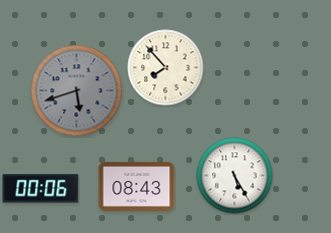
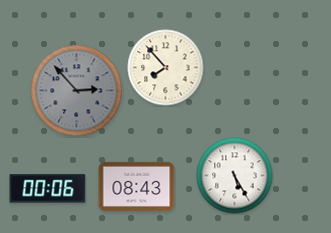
clock at (77, 91): 5:42 -> 2:53
clock at (41, 189) position: (41, 189) -> (48, 189)
